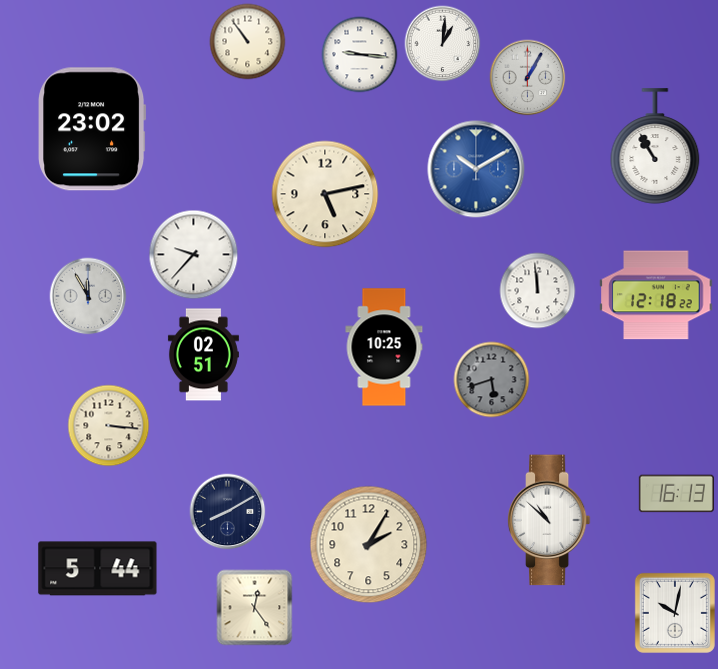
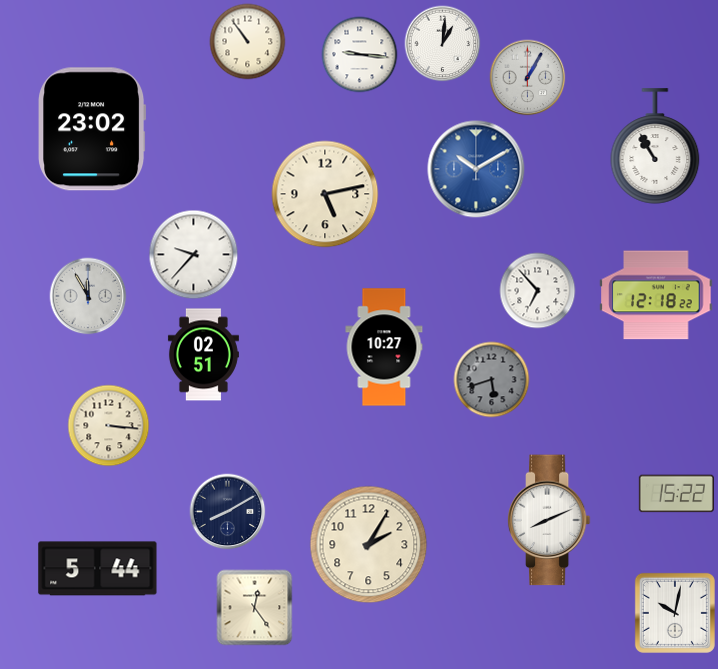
clock at (538, 291): 11:59 -> 6:53
clock at (384, 347): 10:25 -> 10:27
clock at (676, 494): 16:13 -> 15:22
clock at (549, 520): 10:52 -> 8:11
